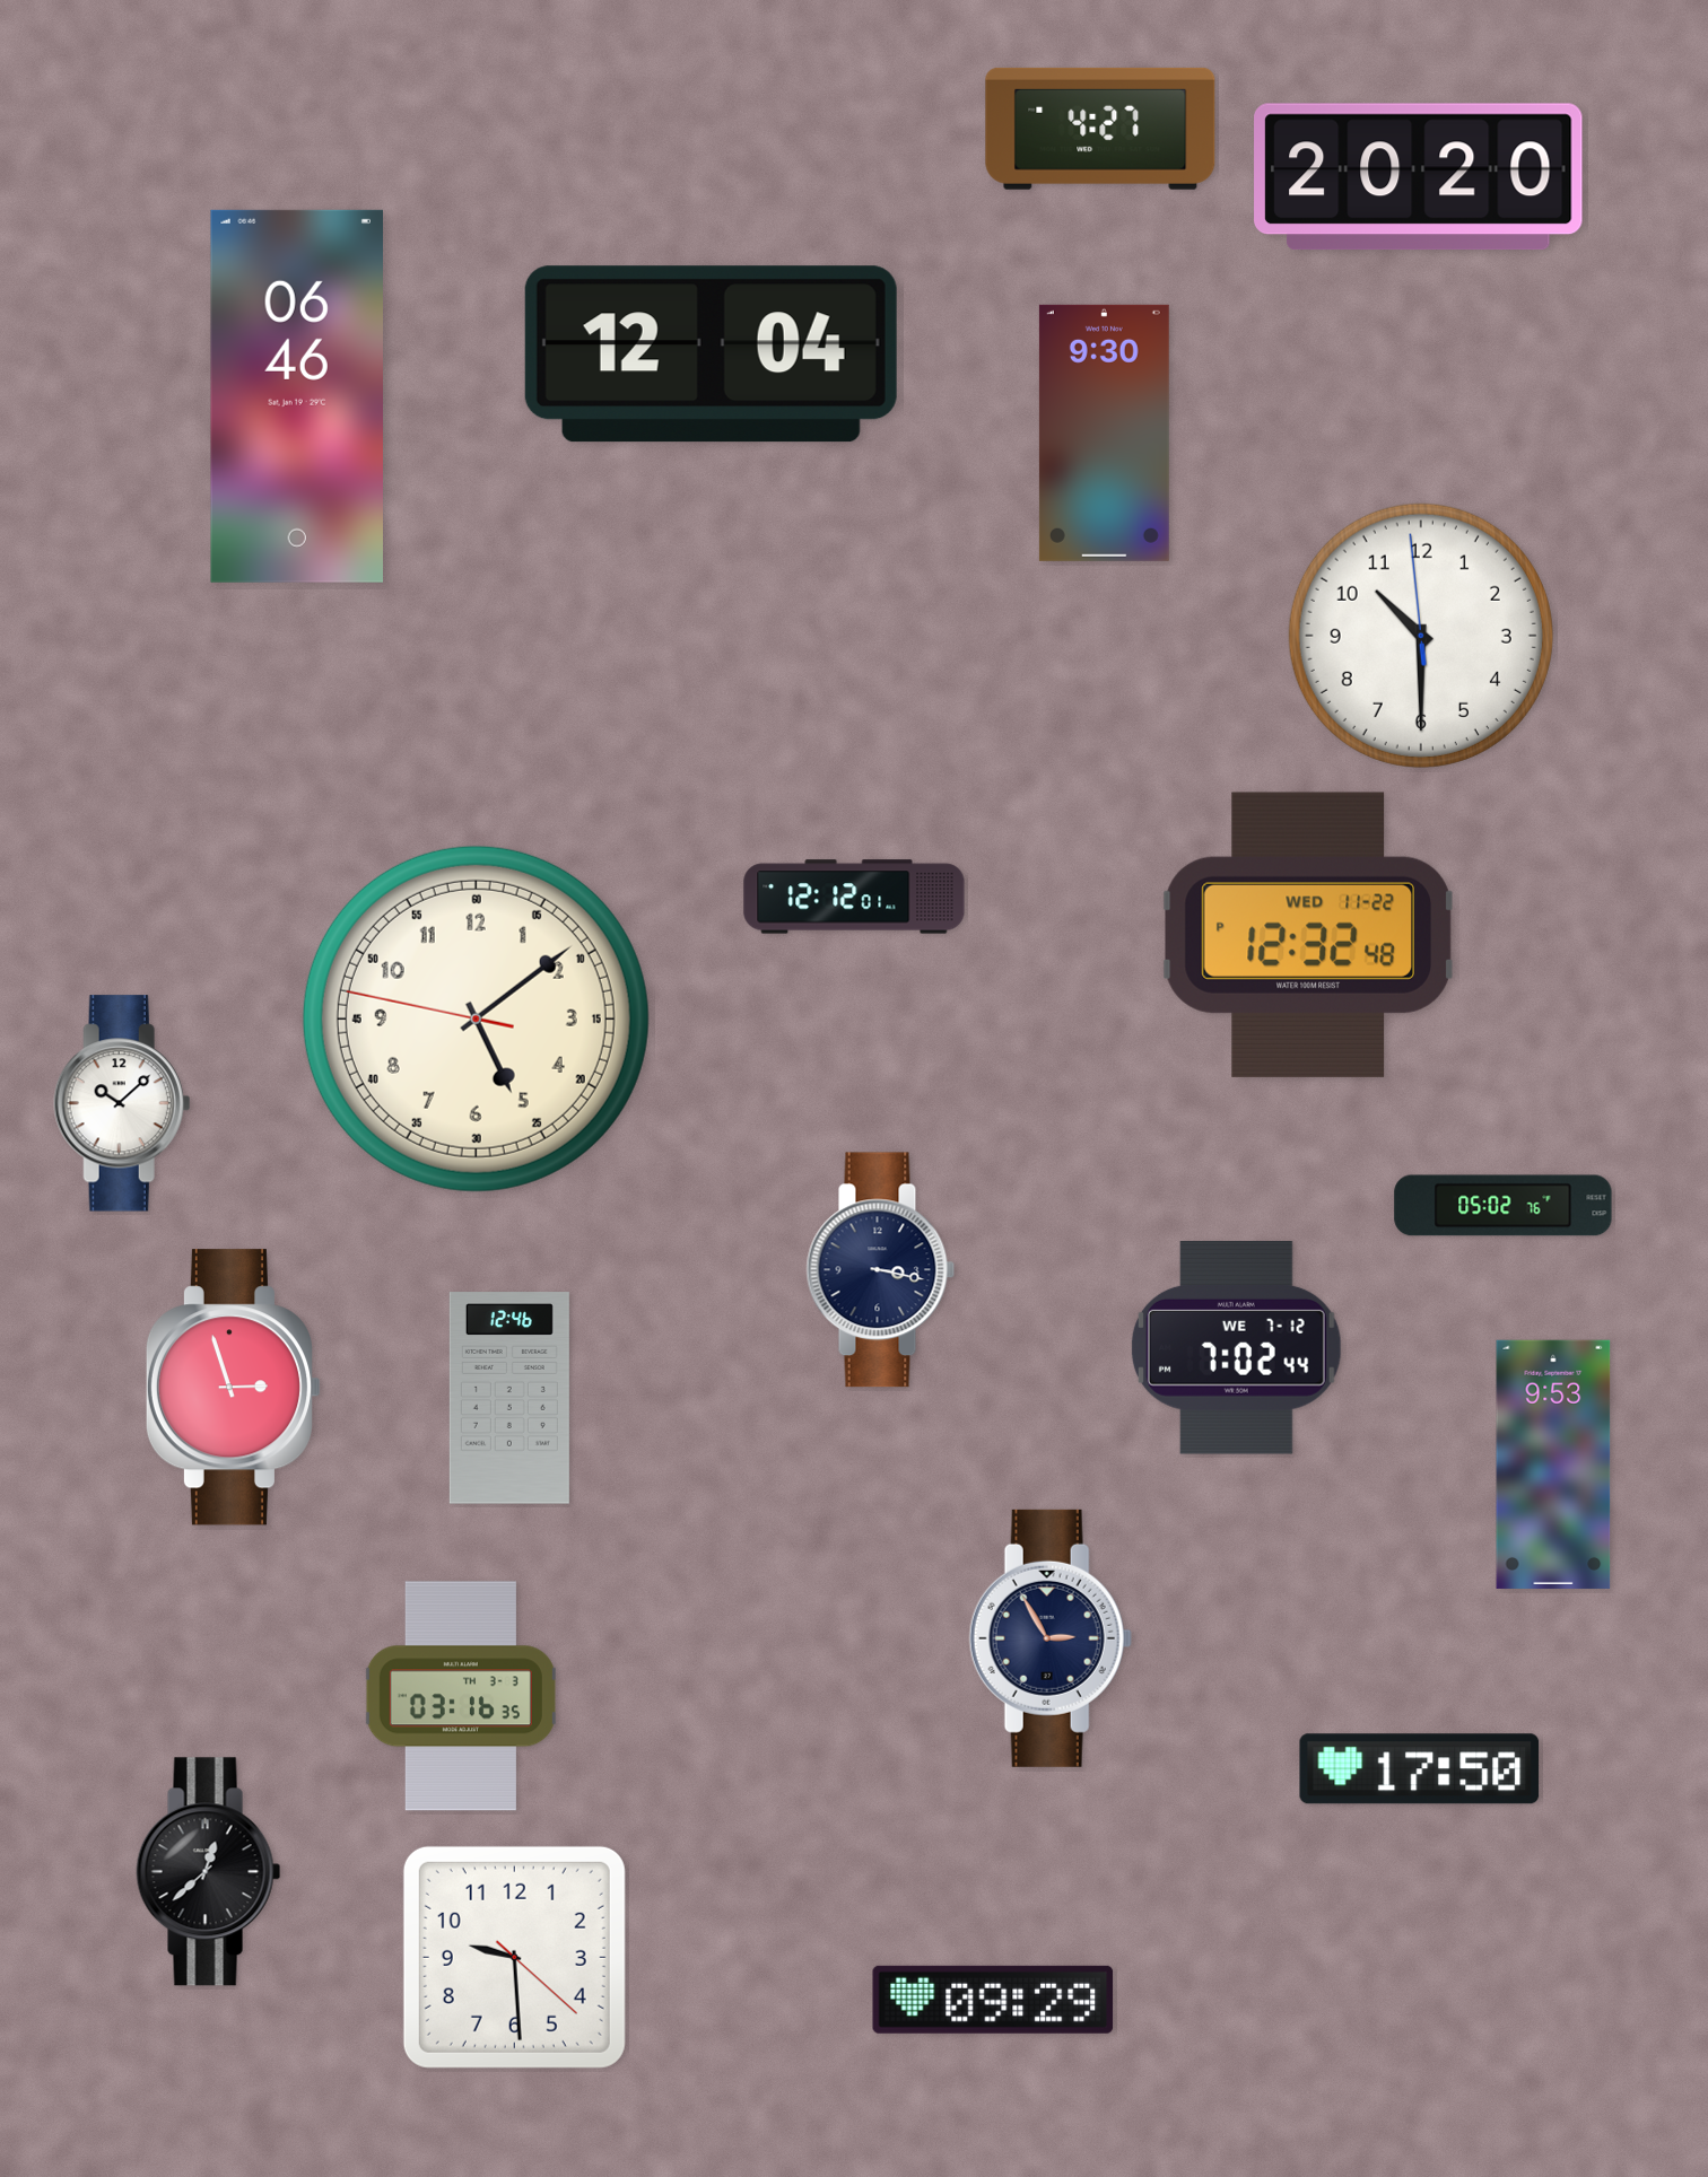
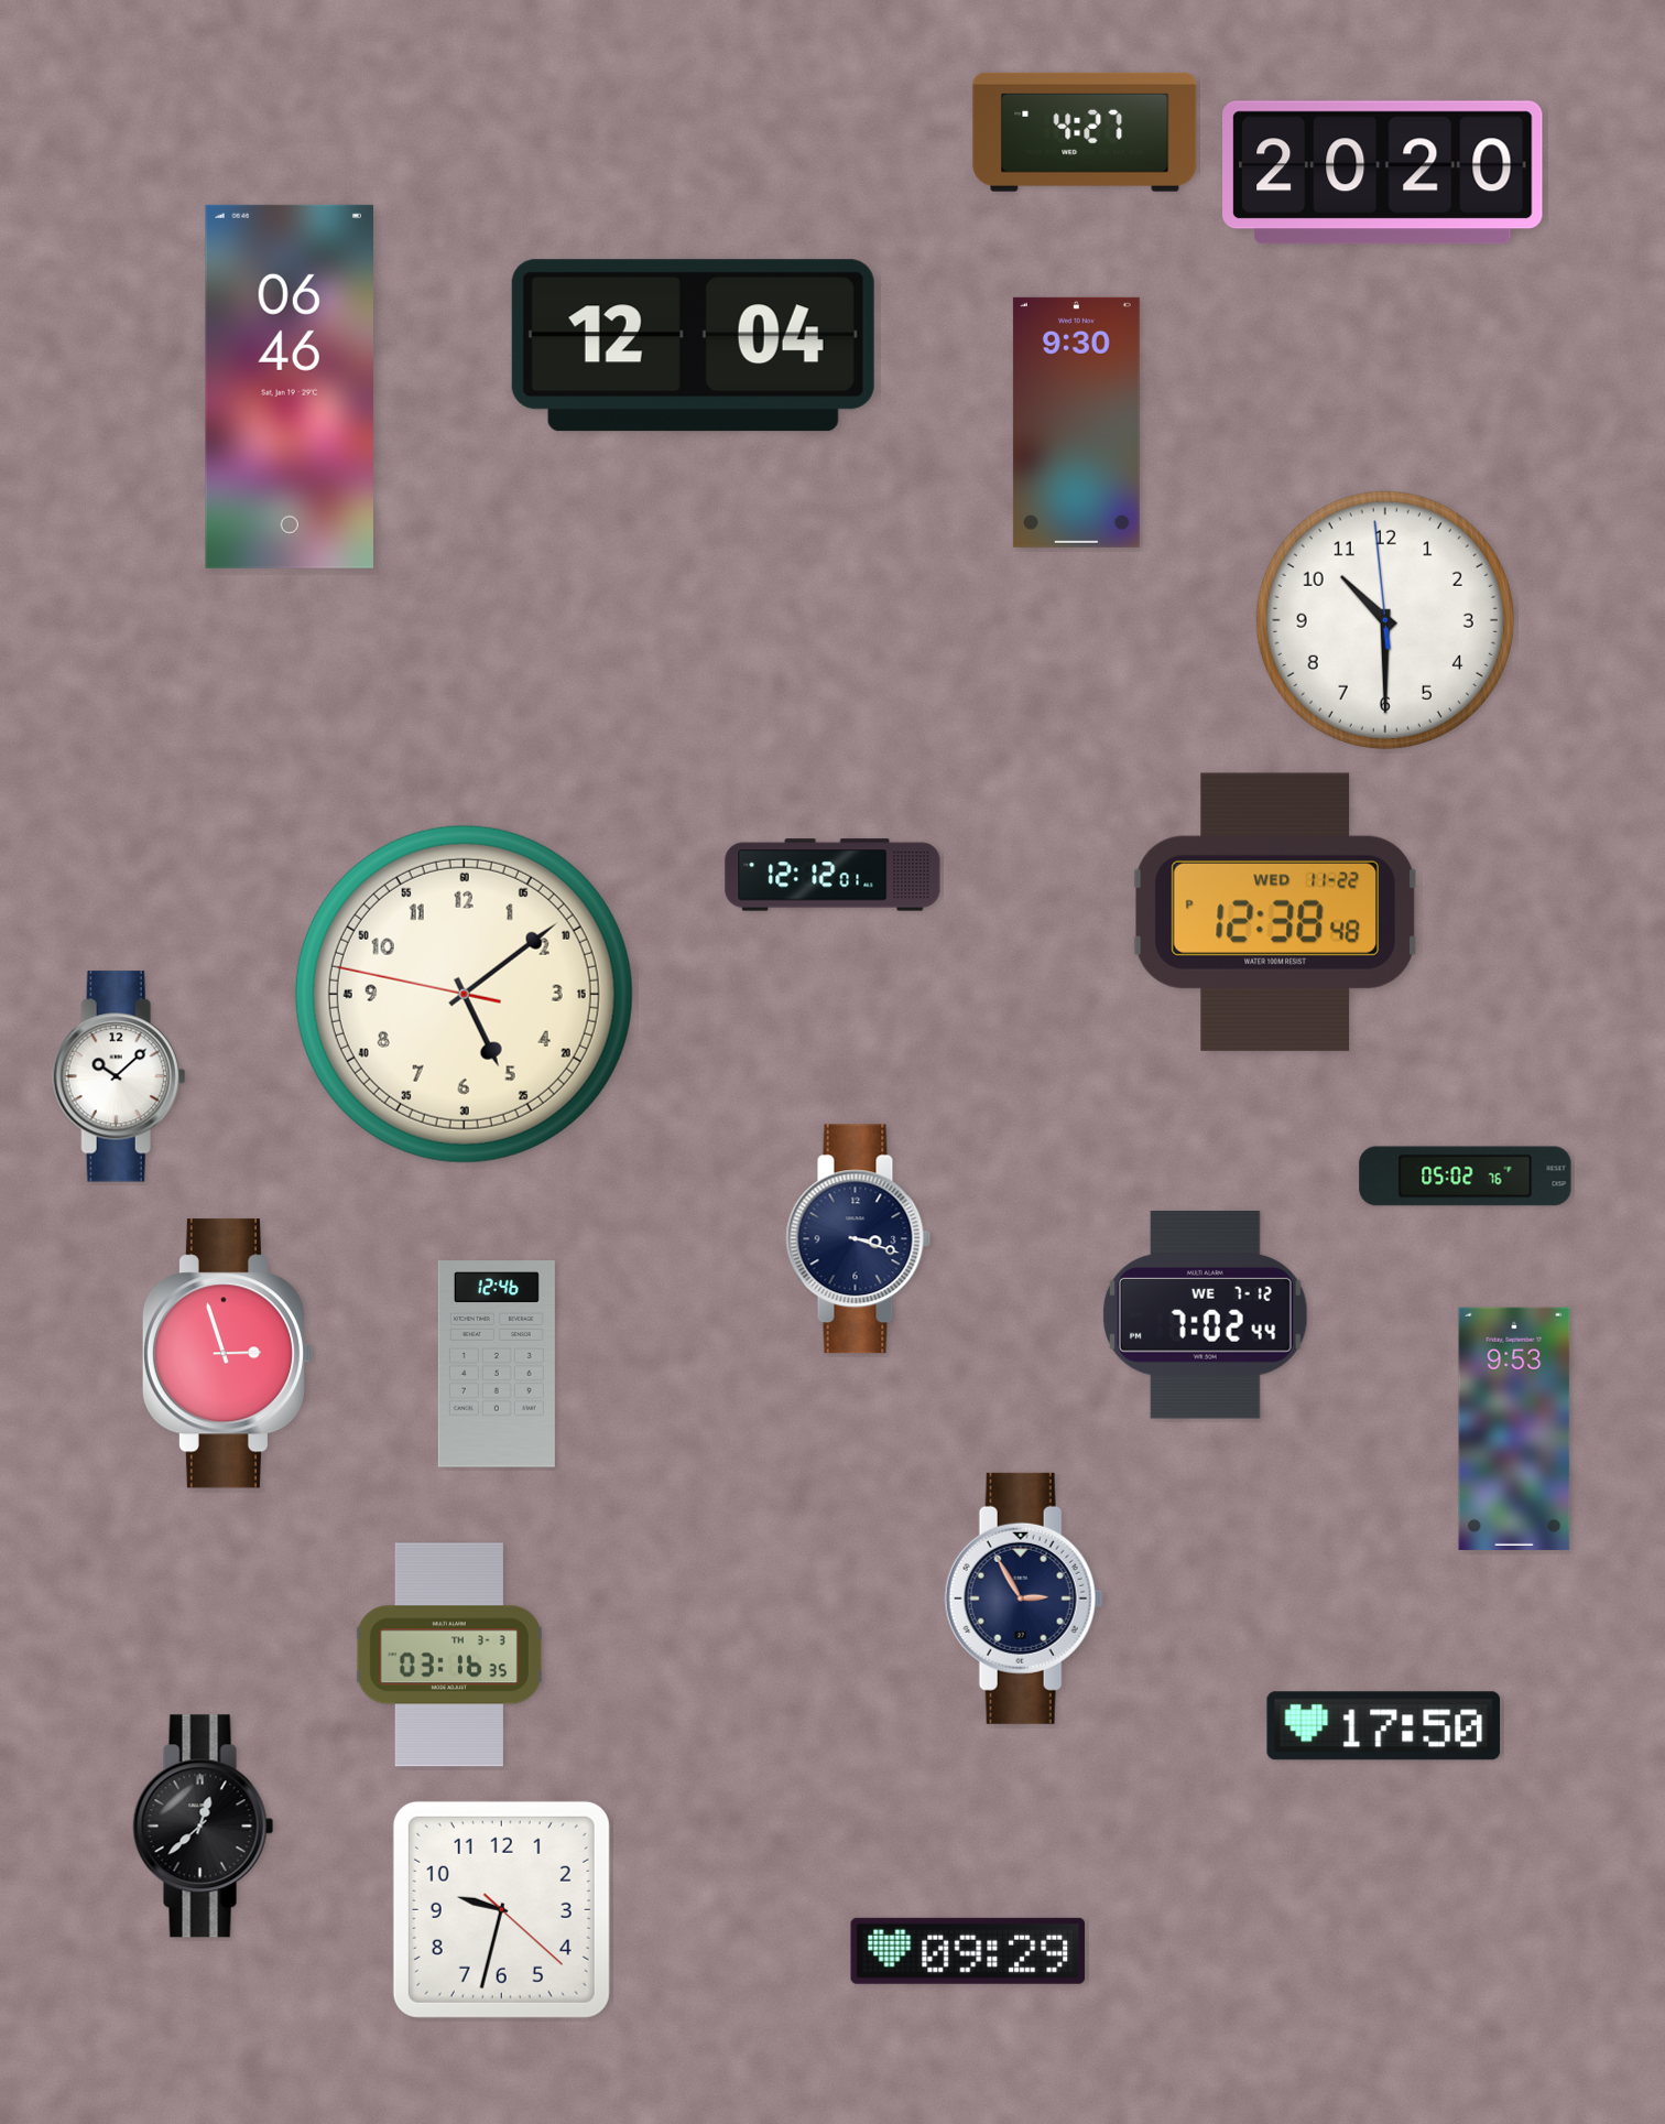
clock at (1100, 129) position: (1100, 129) -> (1085, 132)
clock at (1308, 935): 12:32 -> 12:38
clock at (881, 1270): 3:17 -> 3:18
clock at (514, 1957): 9:29 -> 9:32
